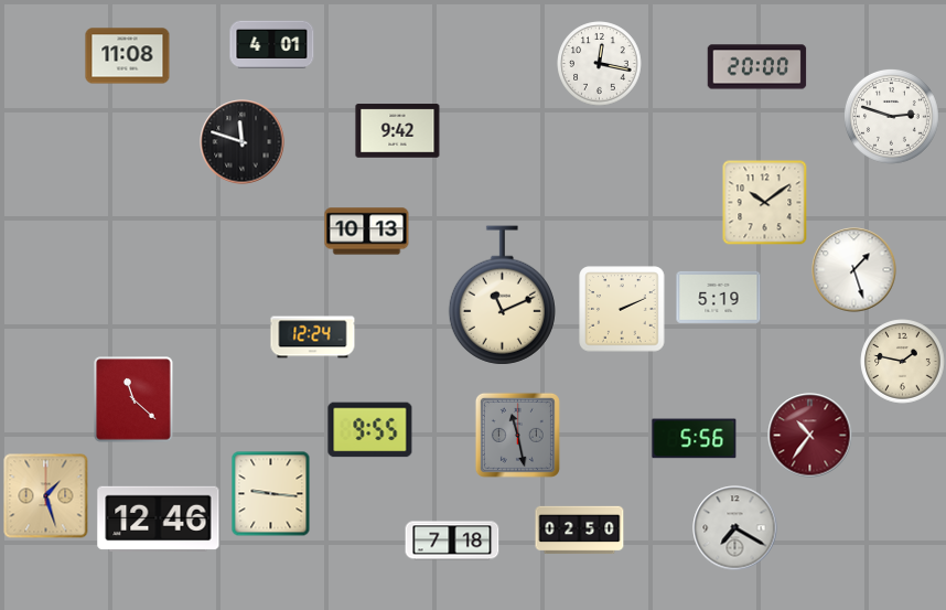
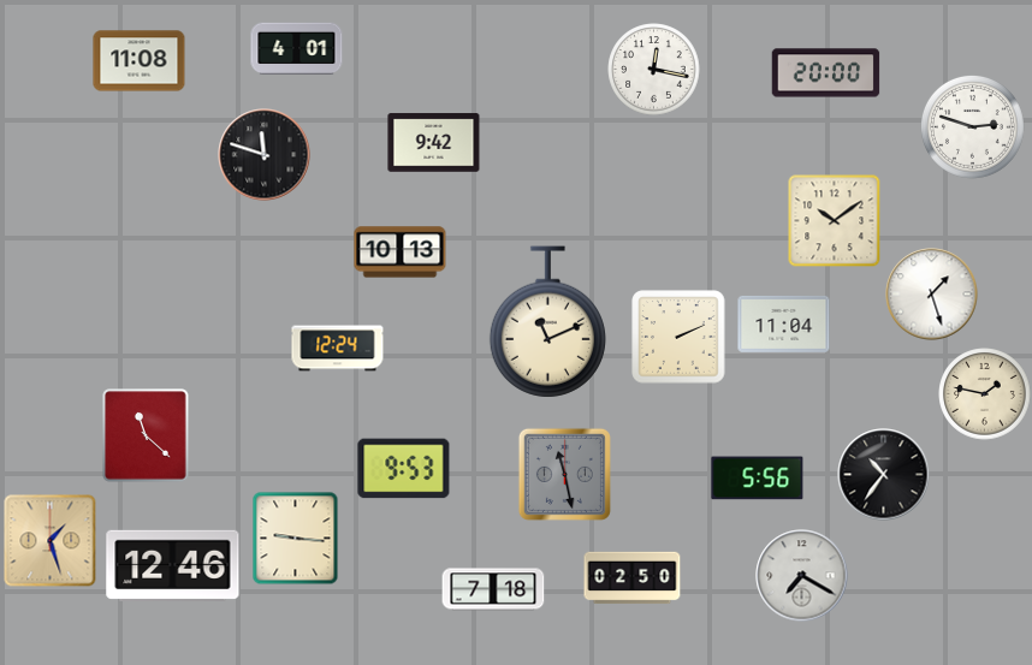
clock at (719, 297): 5:19 -> 11:04
clock at (313, 338) position: (313, 338) -> (338, 349)
clock at (370, 430): 9:55 -> 9:53
clock at (810, 436) dial: burgundy -> black
